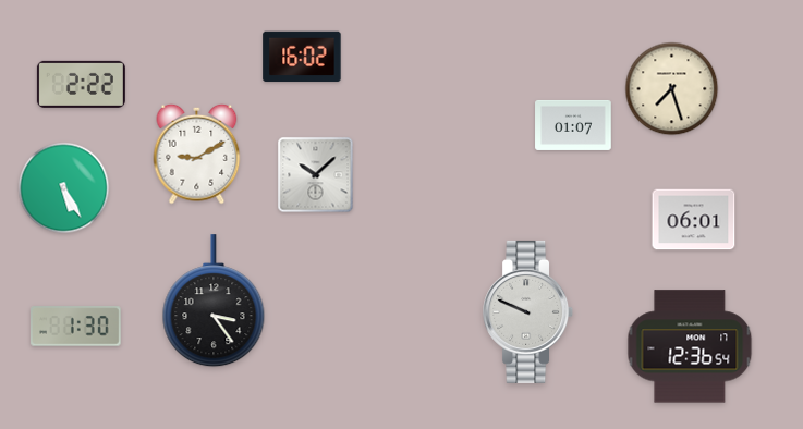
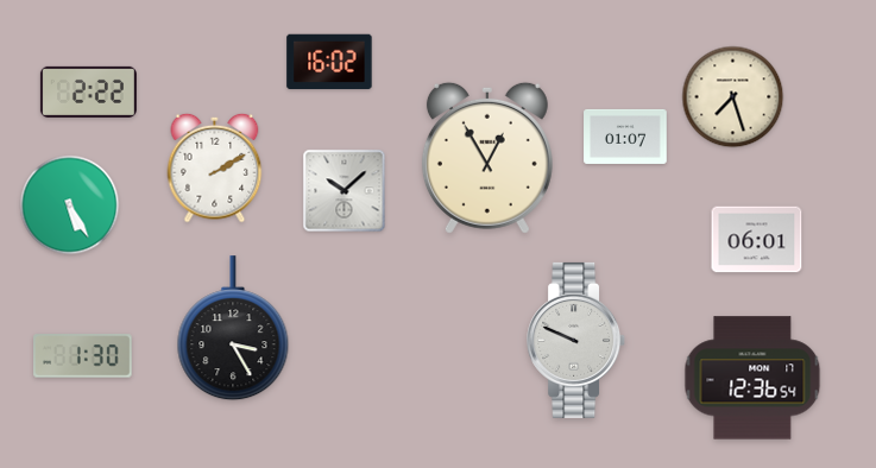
clock at (487, 158): none -> 12:55
clock at (197, 154): 9:10 -> 2:10
clock at (214, 302): 3:24 -> 3:25
